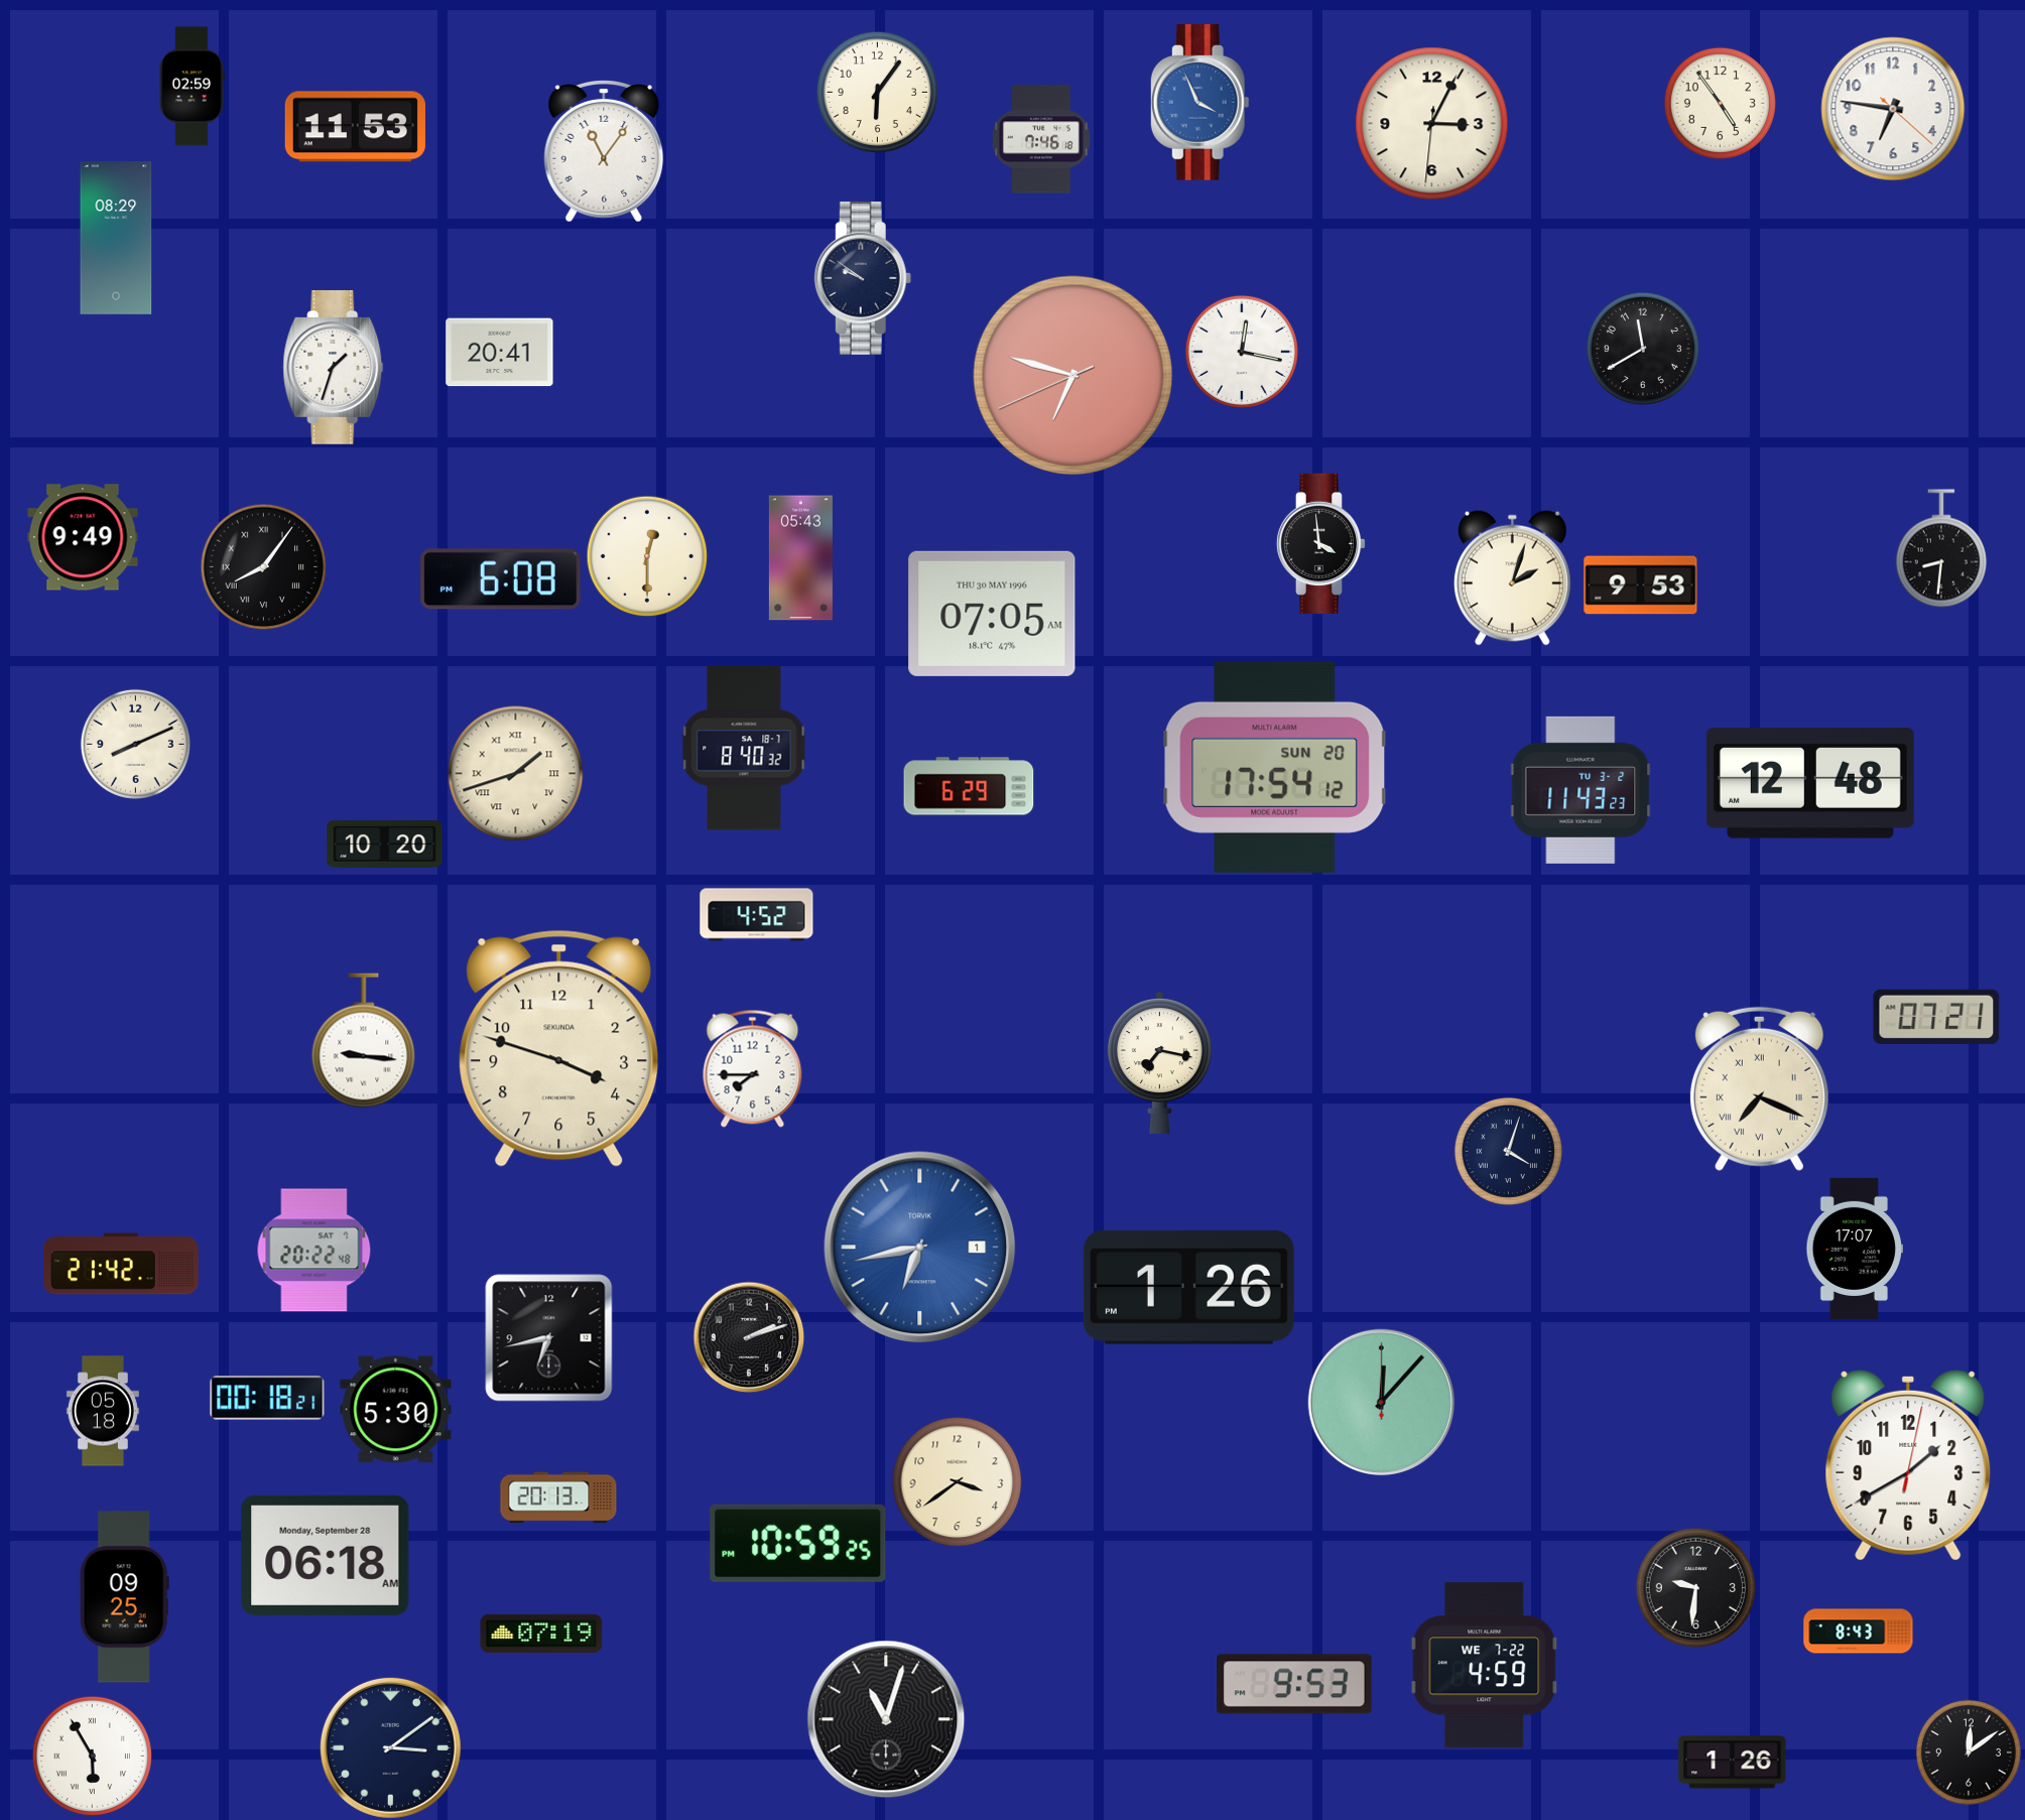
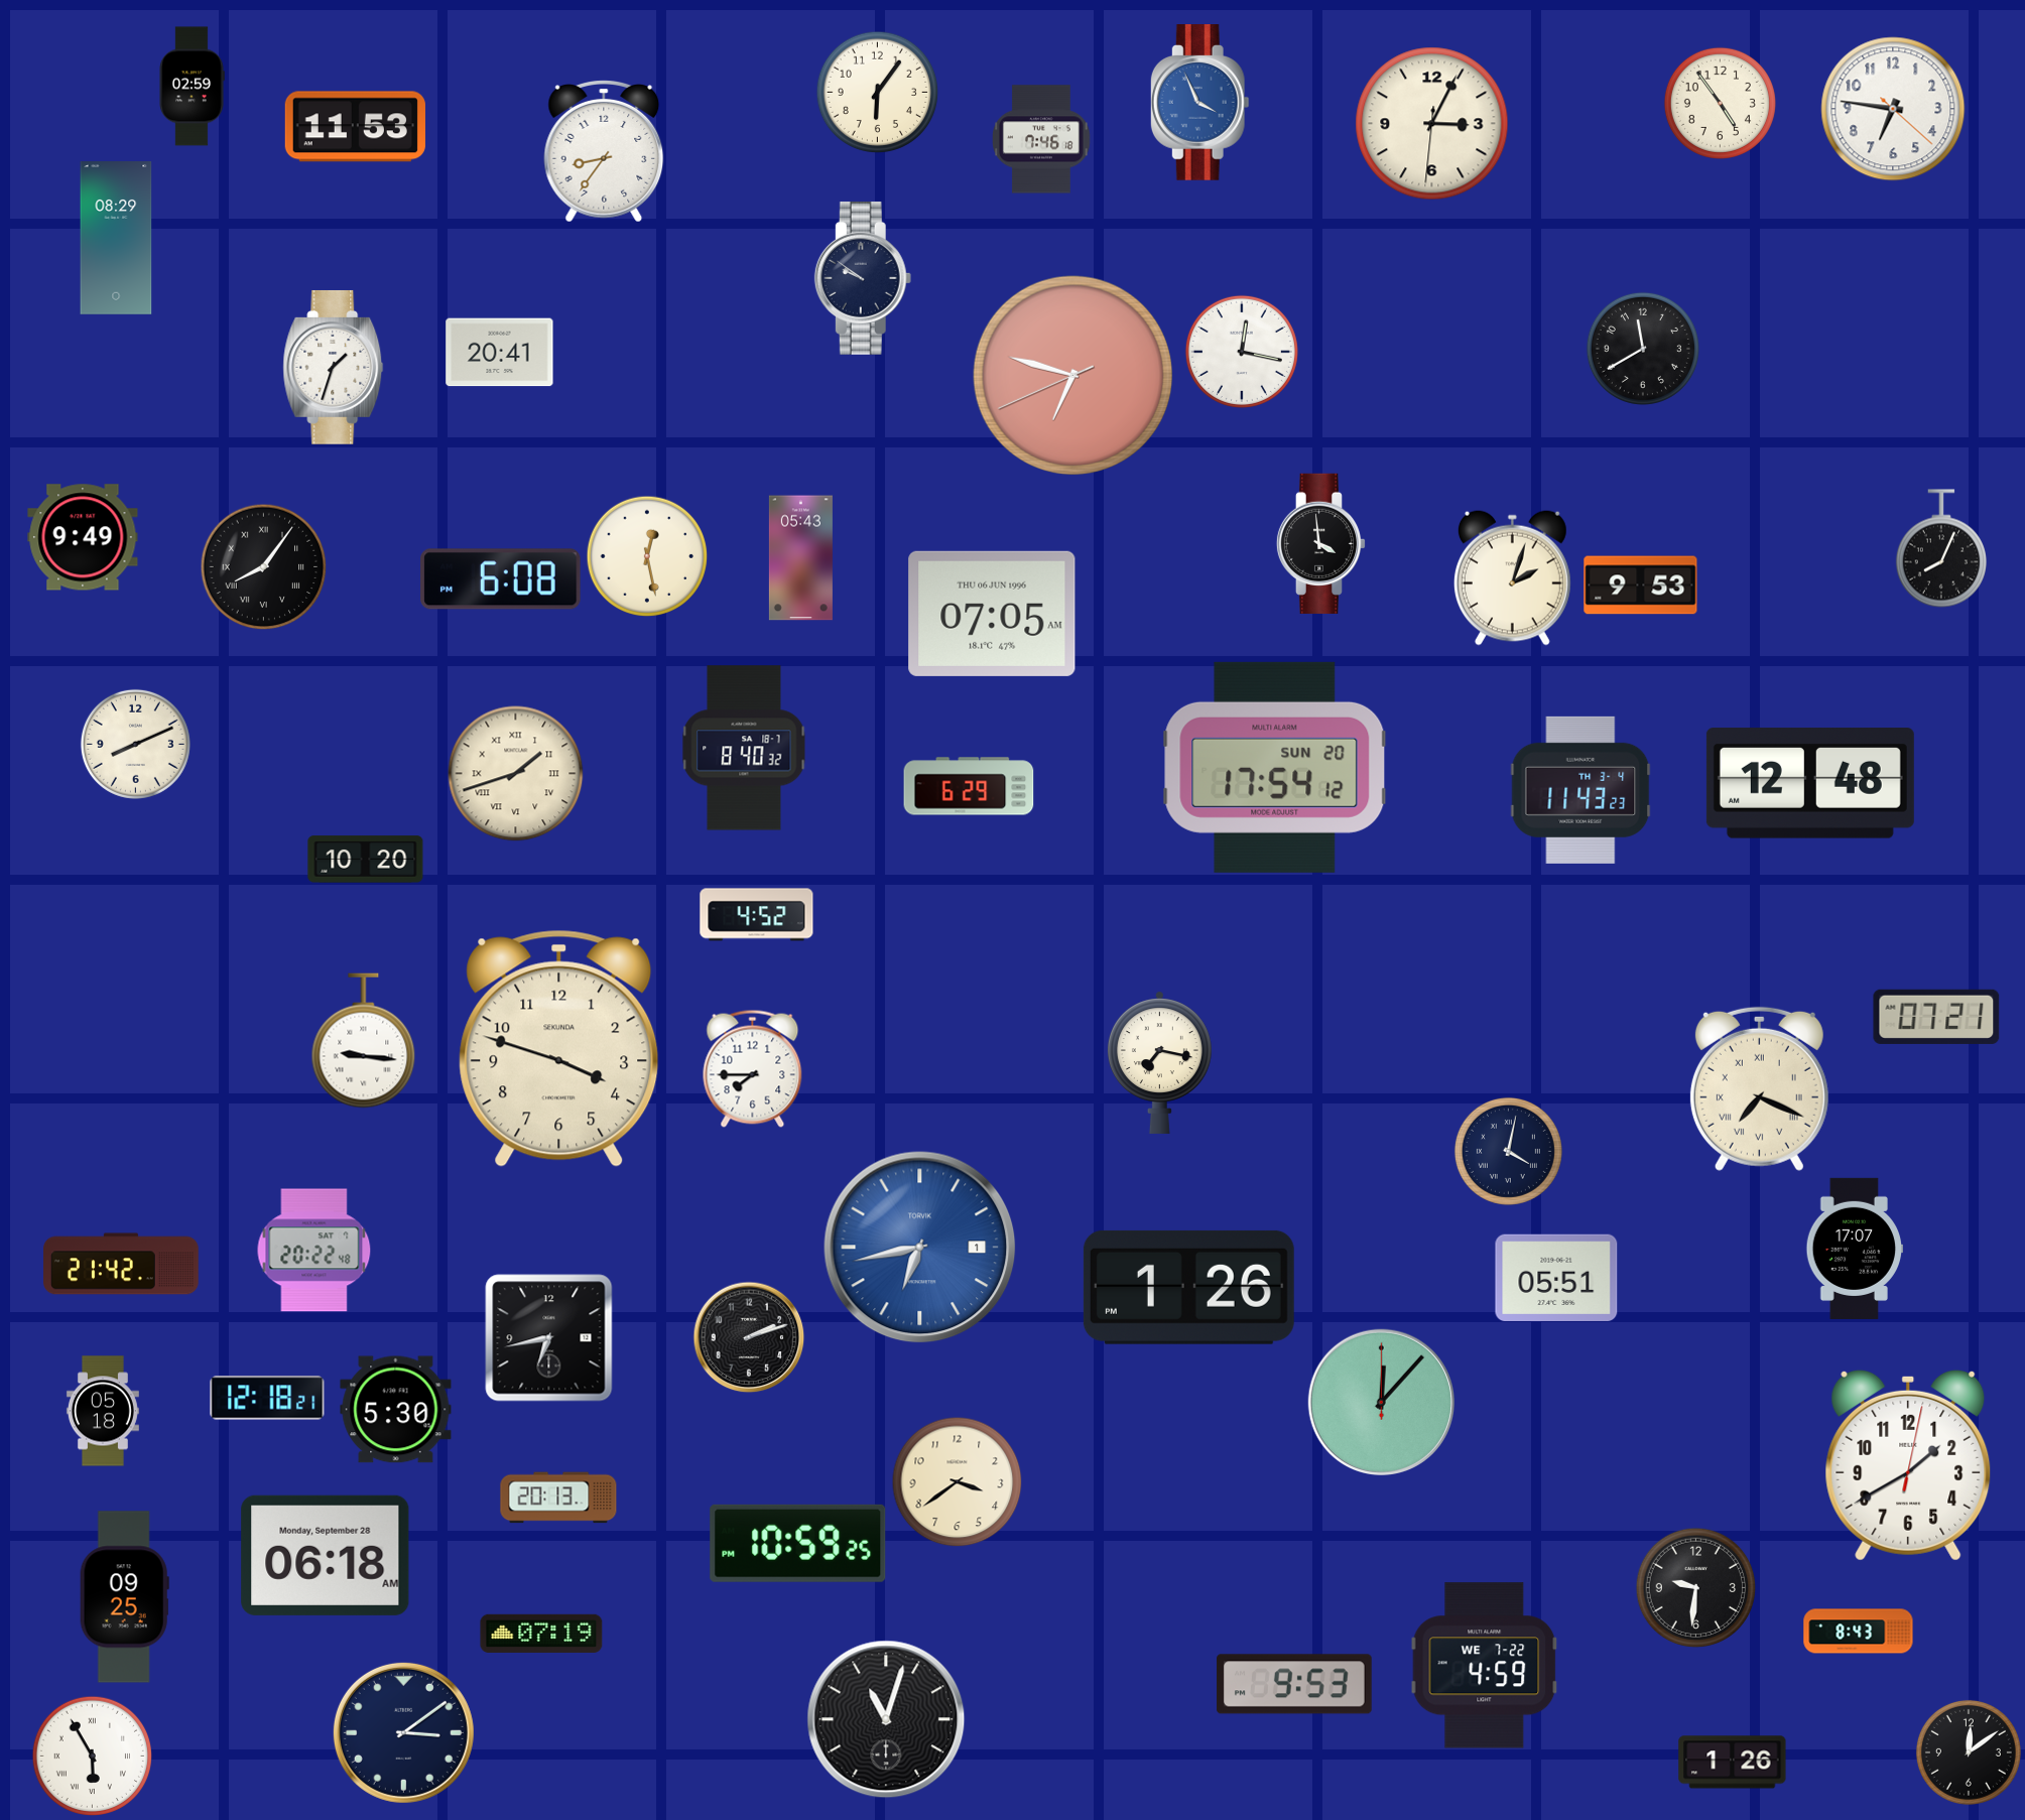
clock at (604, 151): 11:06 -> 8:36
clock at (1941, 548): 8:31 -> 8:04
clock at (647, 556): 12:30 -> 12:28
clock at (992, 614) date: THU 30 MAY 1996 -> THU 06 JUN 1996
clock at (1580, 790) date: TU 3-2 -> TH 3-4
clock at (385, 844) position: (385, 844) -> (366, 860)
clock at (1508, 1151): 4:03 -> 4:02
clock at (1556, 1278): none -> 05:51
clock at (267, 1398): 00:18 -> 12:18
clock at (390, 1747) position: (390, 1747) -> (403, 1732)
